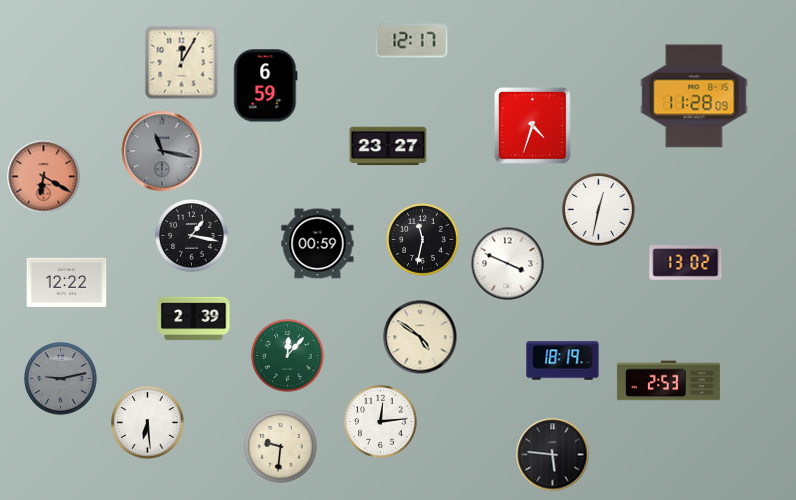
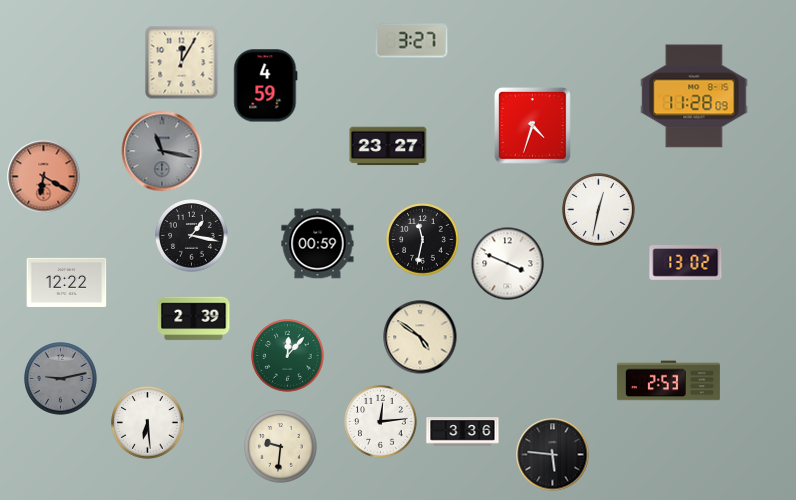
clock at (412, 41): 12:17 -> 3:27
clock at (266, 86): 6:59 -> 4:59
clock at (563, 361): 18:19 -> none
clock at (463, 432): none -> 3:36
